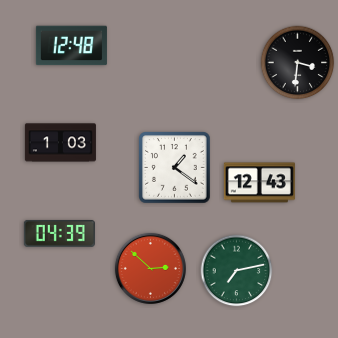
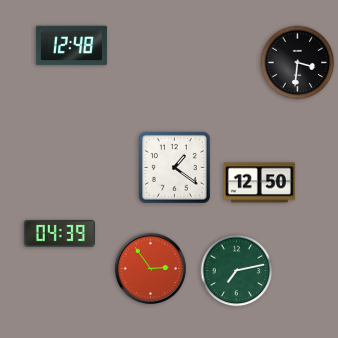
clock at (60, 143): 1:03 -> none
clock at (259, 183): 12:43 -> 12:50
clock at (150, 268): 2:52 -> 2:54
